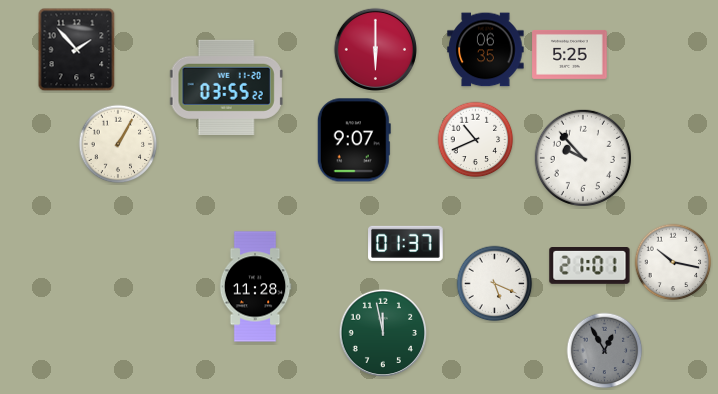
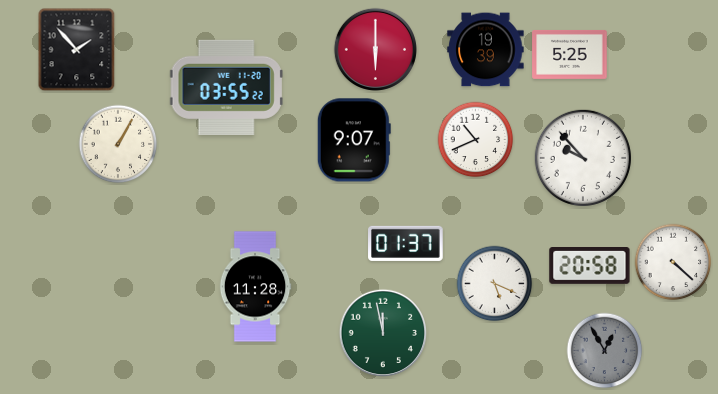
clock at (486, 50): 06:35 -> 19:39
clock at (673, 262): 10:17 -> 4:22
clock at (590, 266): 21:01 -> 20:58
